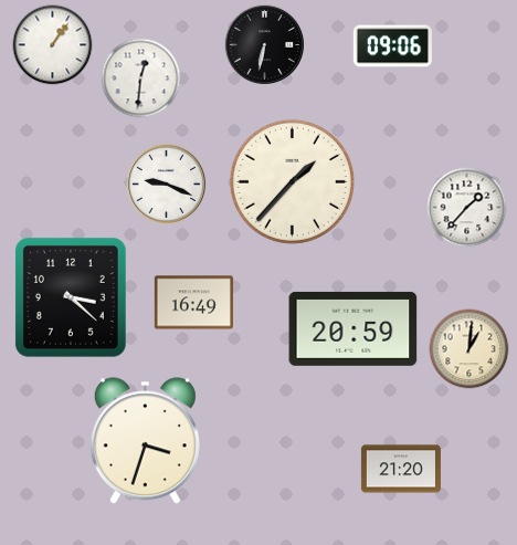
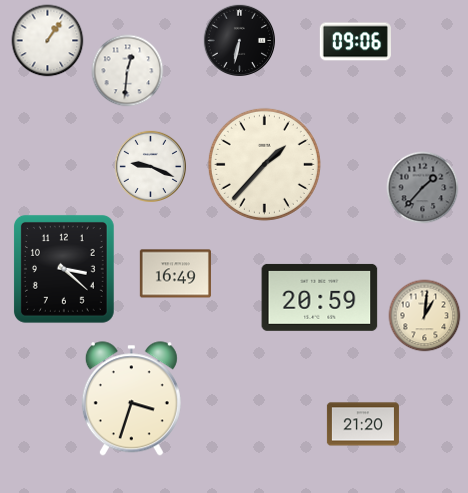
clock at (467, 208) dial: white -> grey
